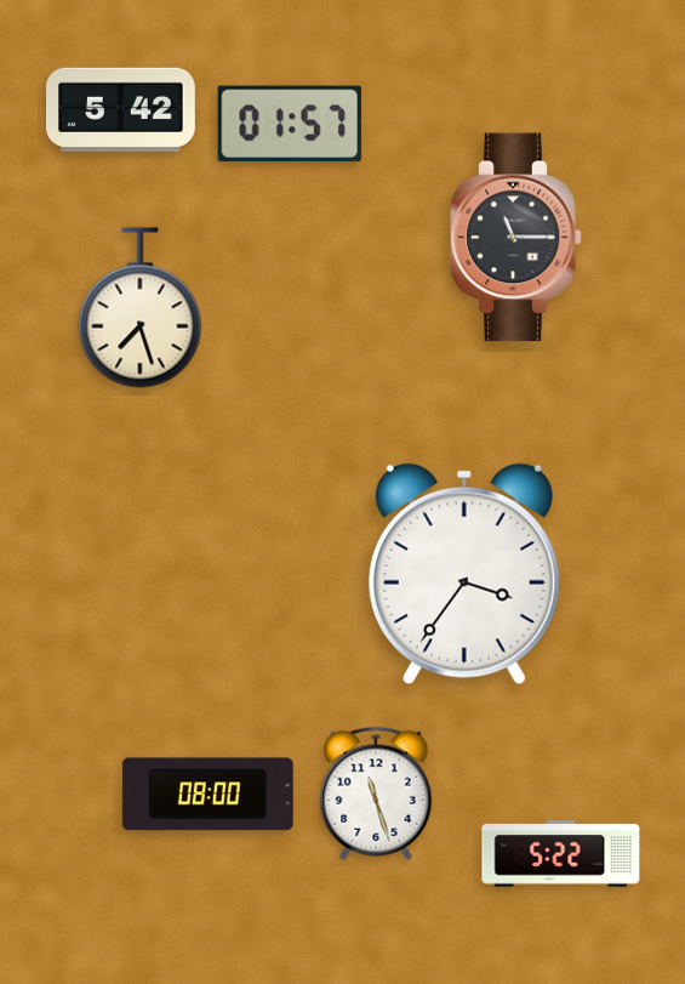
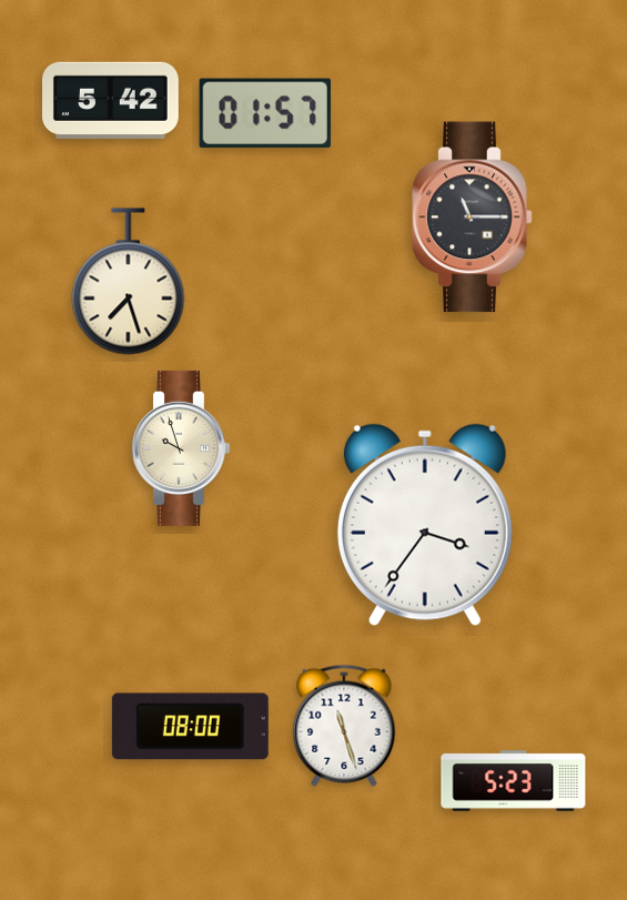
clock at (180, 448): none -> 9:57
clock at (561, 854): 5:22 -> 5:23
